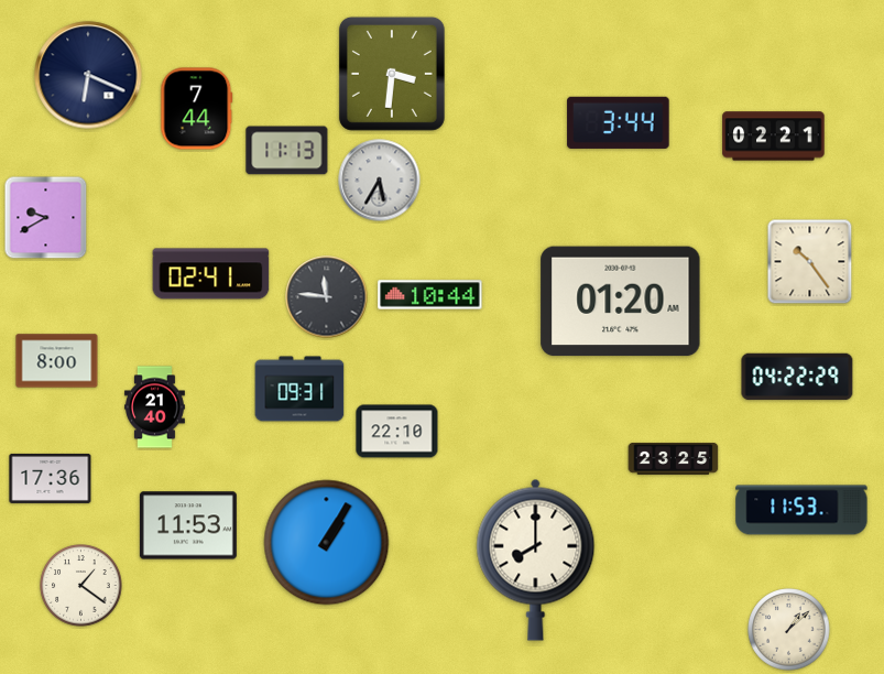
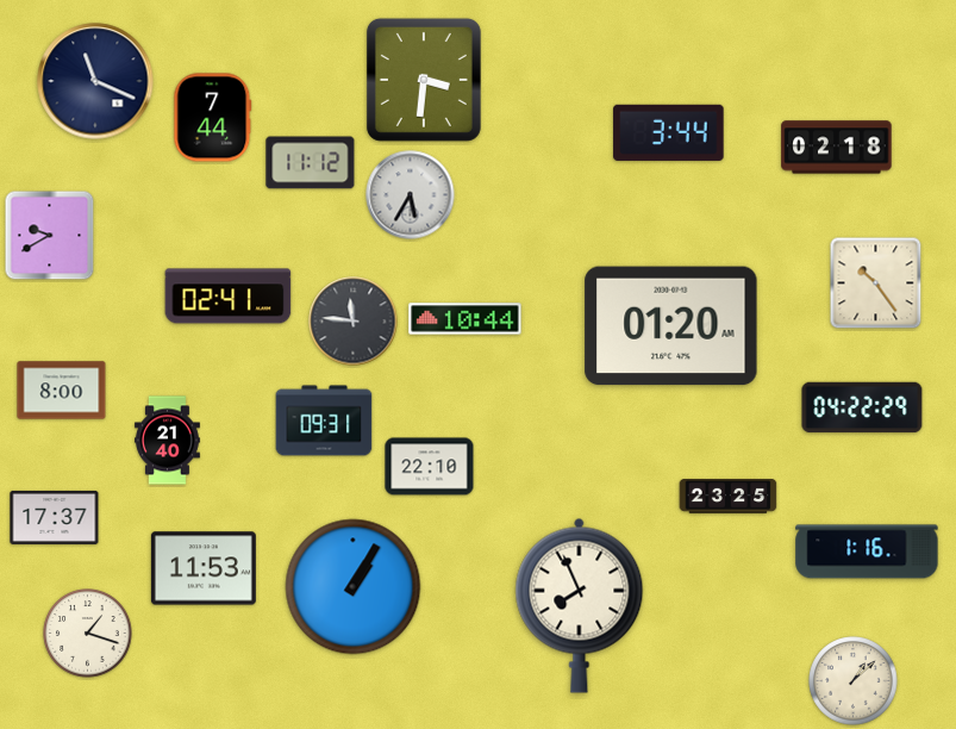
clock at (88, 75): 6:19 -> 11:19
clock at (774, 137): 02:21 -> 02:18
clock at (287, 151): 11:13 -> 11:12
clock at (51, 478): 17:36 -> 17:37
clock at (801, 510): 11:53 -> 1:16
clock at (536, 559): 8:00 -> 7:56
clock at (81, 586): 1:21 -> 1:18
